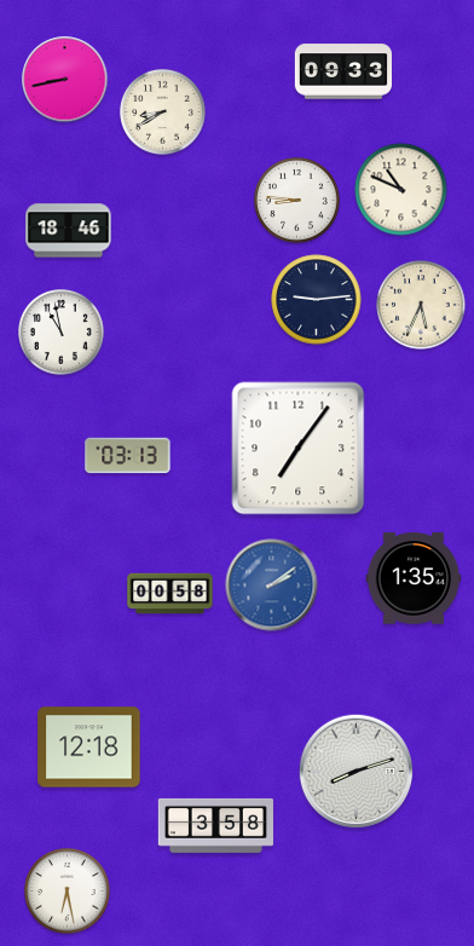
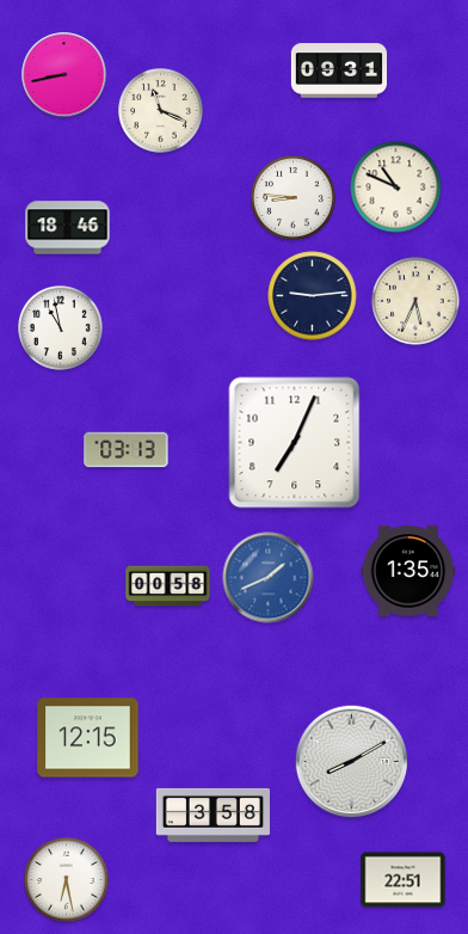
clock at (342, 71): 09:33 -> 09:31
clock at (65, 80) position: (65, 80) -> (64, 75)
clock at (163, 113): 8:40 -> 11:19
clock at (299, 449): 7:06 -> 7:04
clock at (272, 586): 2:09 -> 1:41
clock at (89, 748): 12:18 -> 12:15
clock at (357, 772): 8:12 -> 8:10
clock at (404, 880): none -> 22:51
